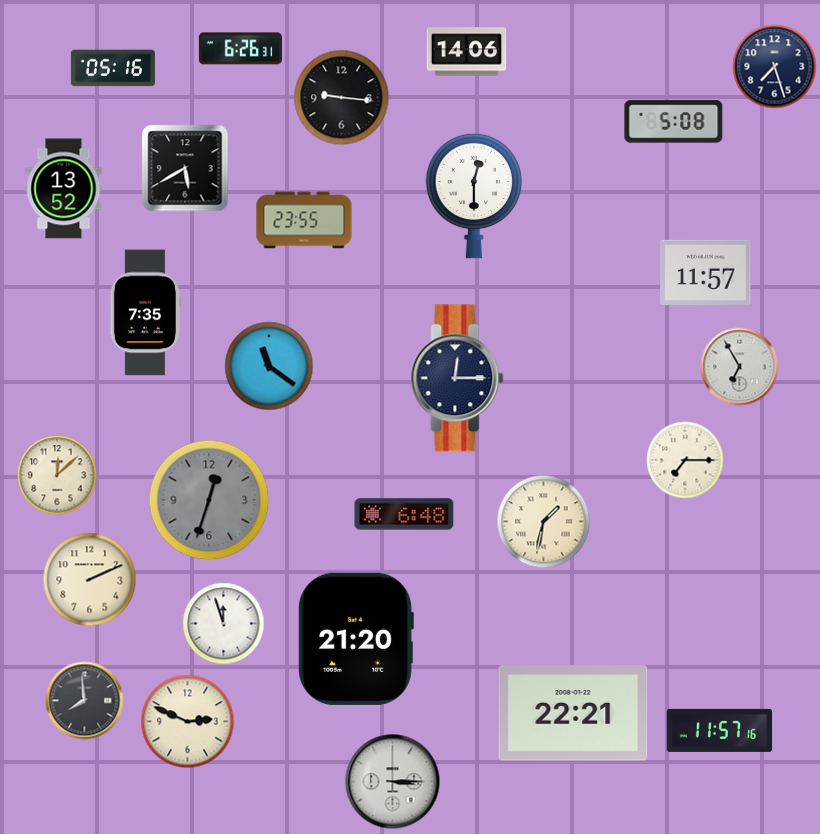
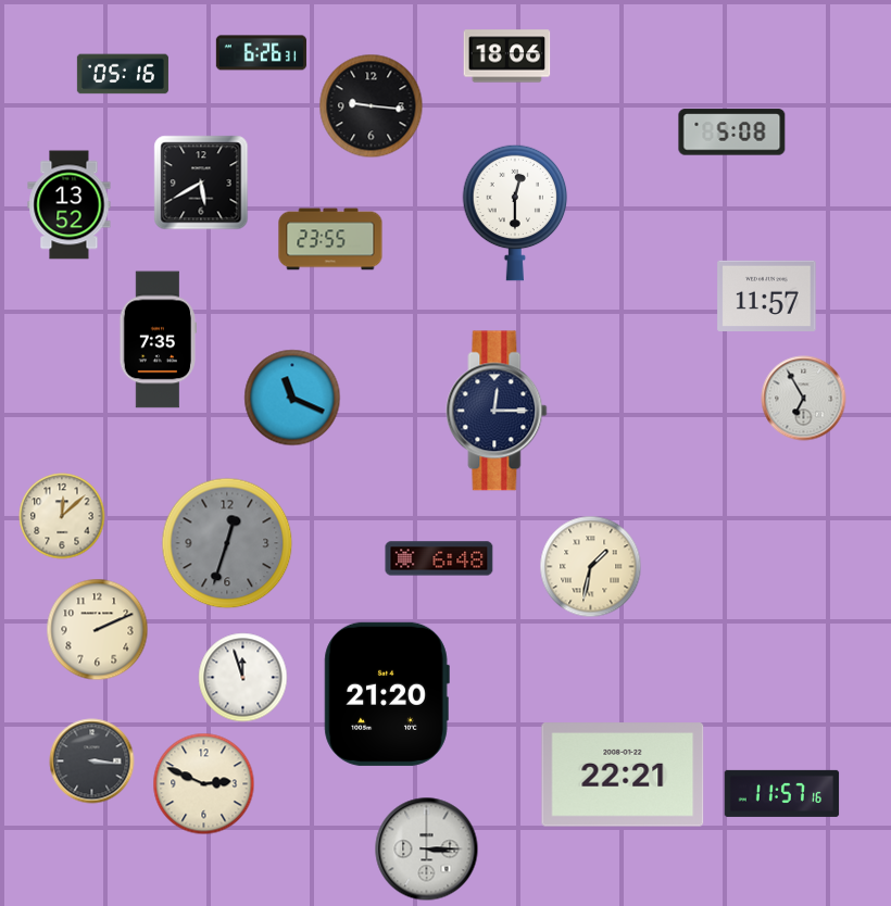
clock at (467, 52): 14:06 -> 18:06
clock at (775, 67): 7:27 -> none
clock at (269, 366): 11:21 -> 11:19
clock at (685, 460): 7:15 -> none
clock at (85, 701): 7:59 -> 3:16
